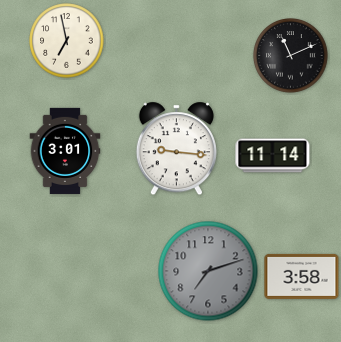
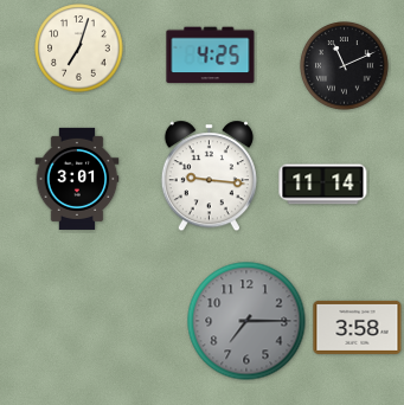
clock at (67, 41): 6:58 -> 7:03
clock at (211, 56): none -> 4:25
clock at (208, 271): 7:12 -> 7:15
